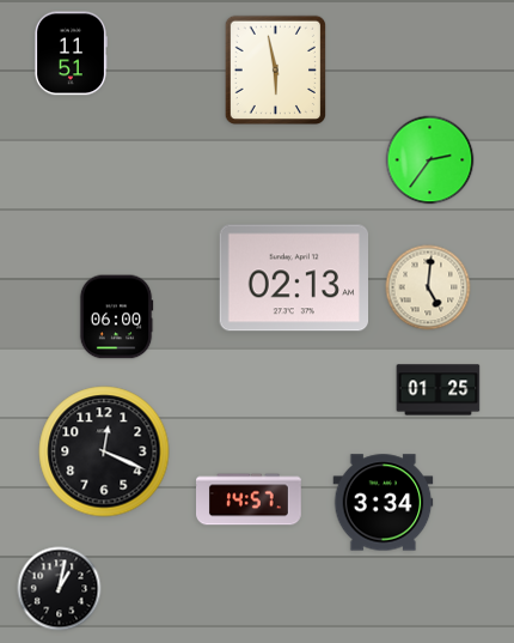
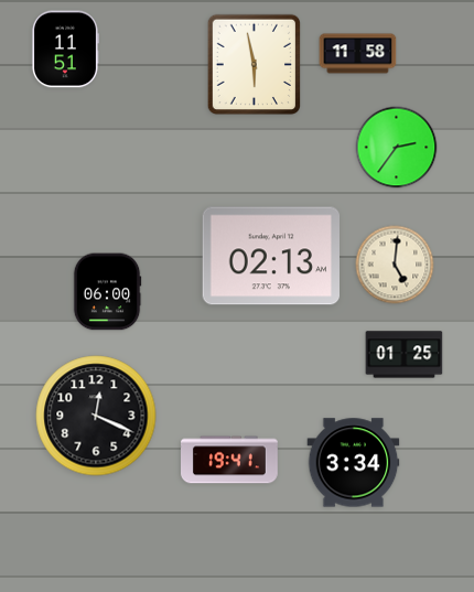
clock at (358, 54): none -> 11:58
clock at (439, 390) position: (439, 390) -> (405, 355)
clock at (250, 499): 14:57 -> 19:41
clock at (60, 589): 1:02 -> none
